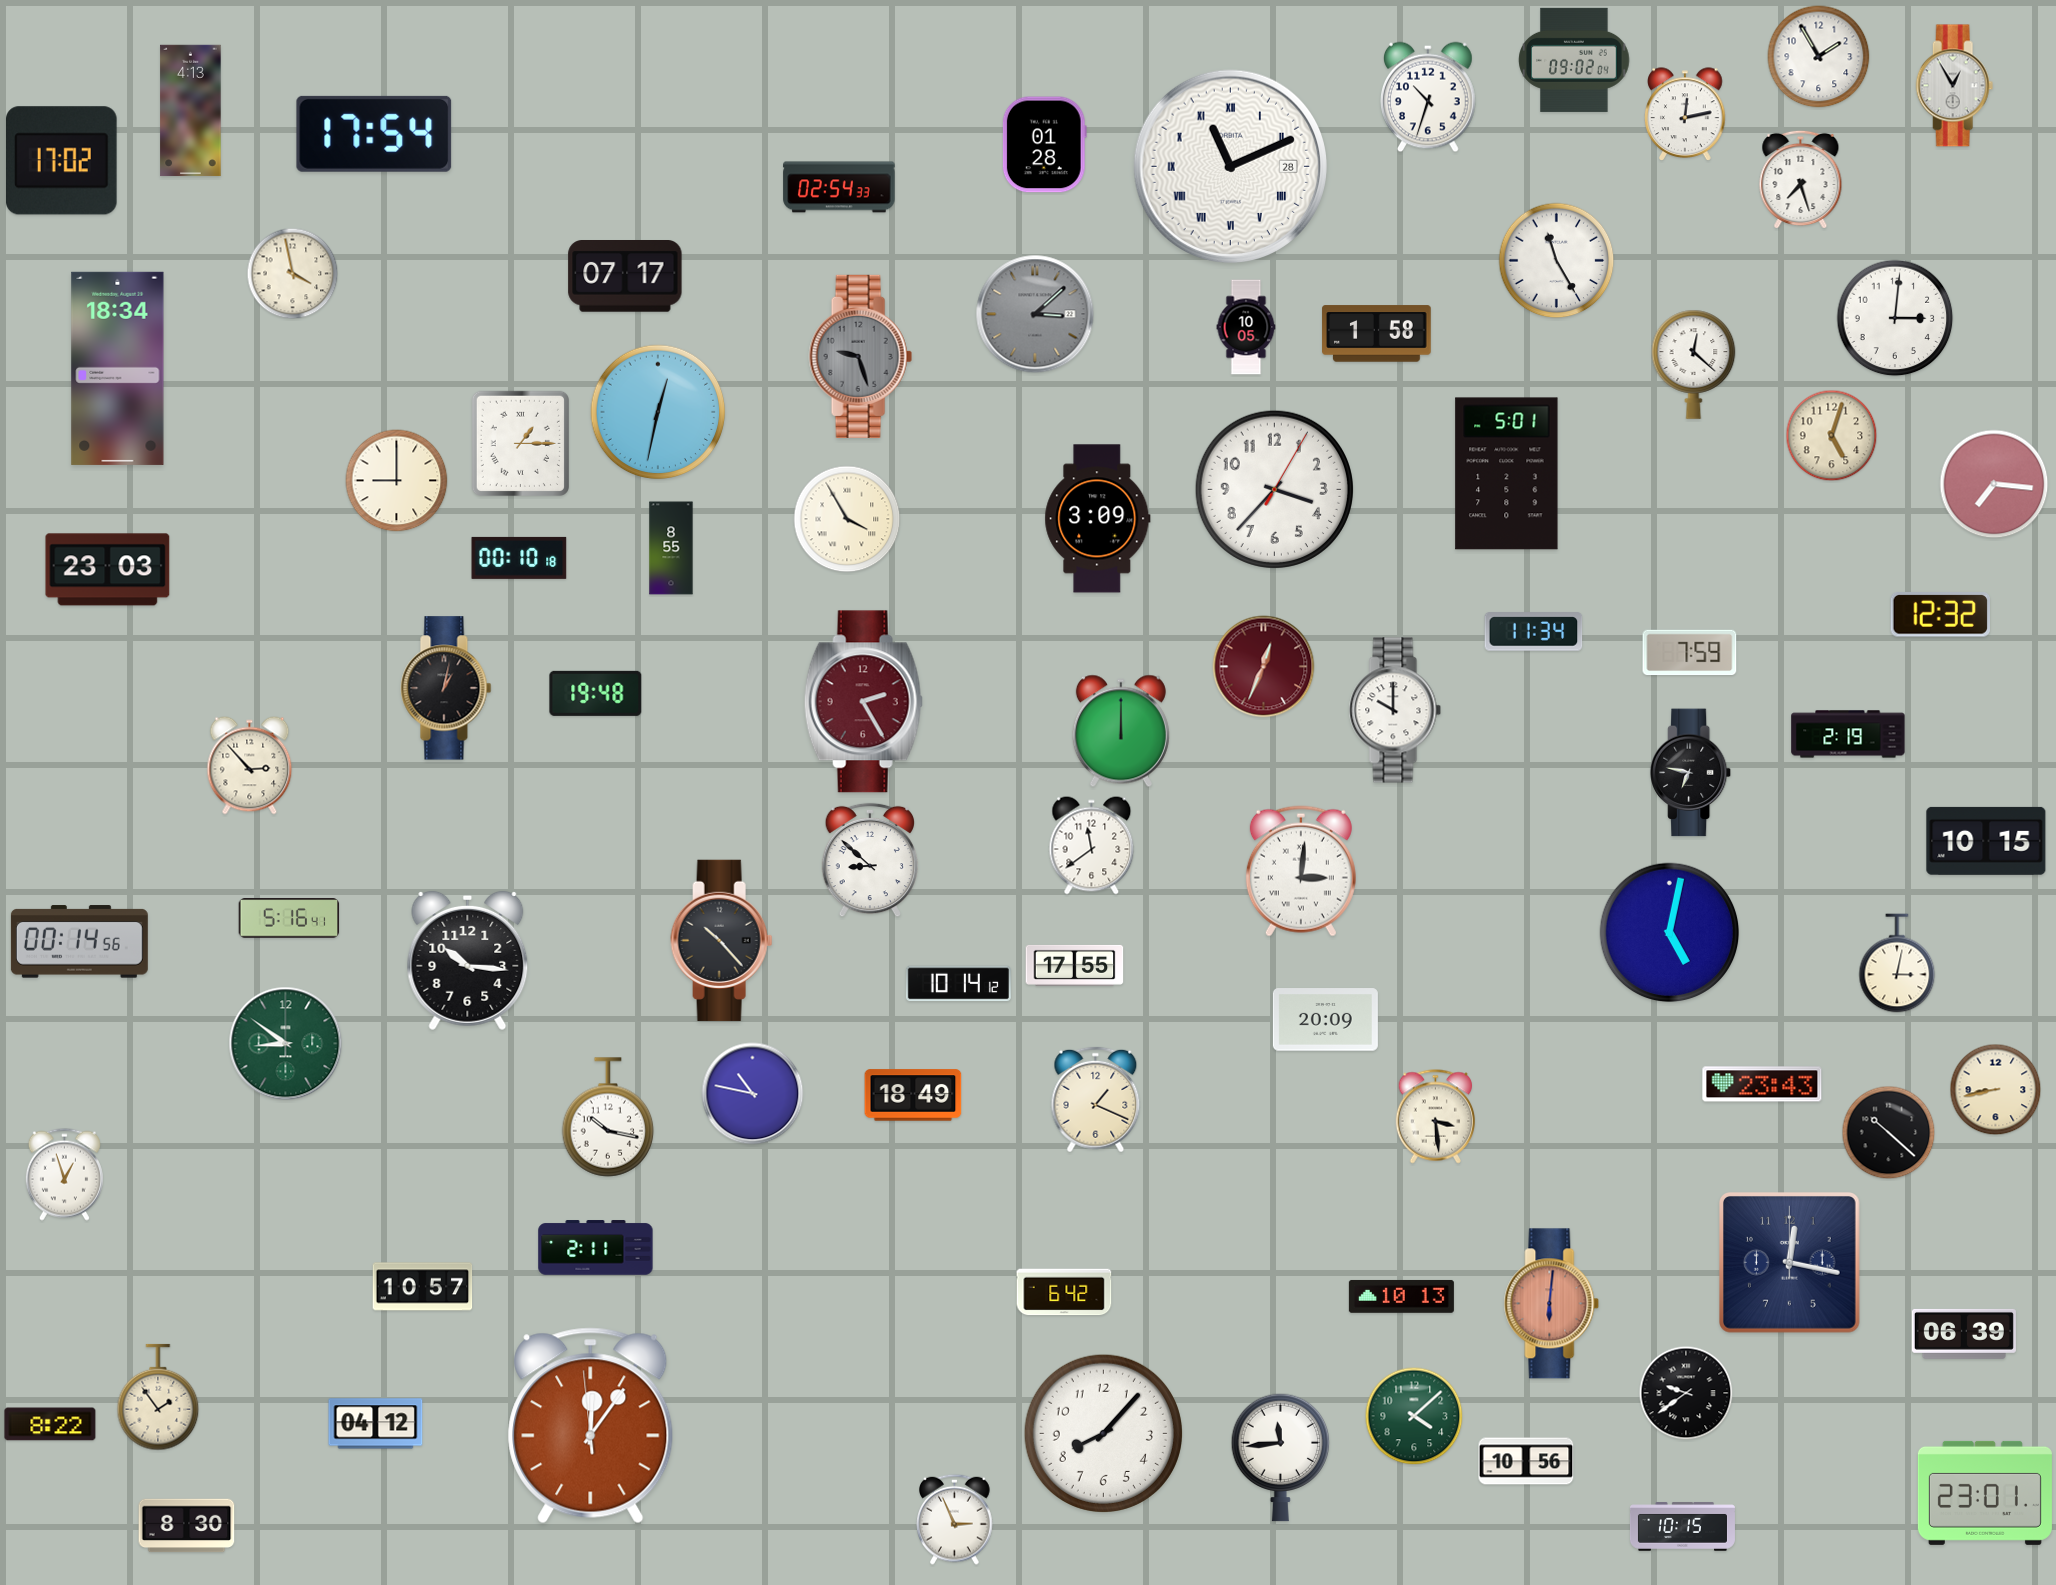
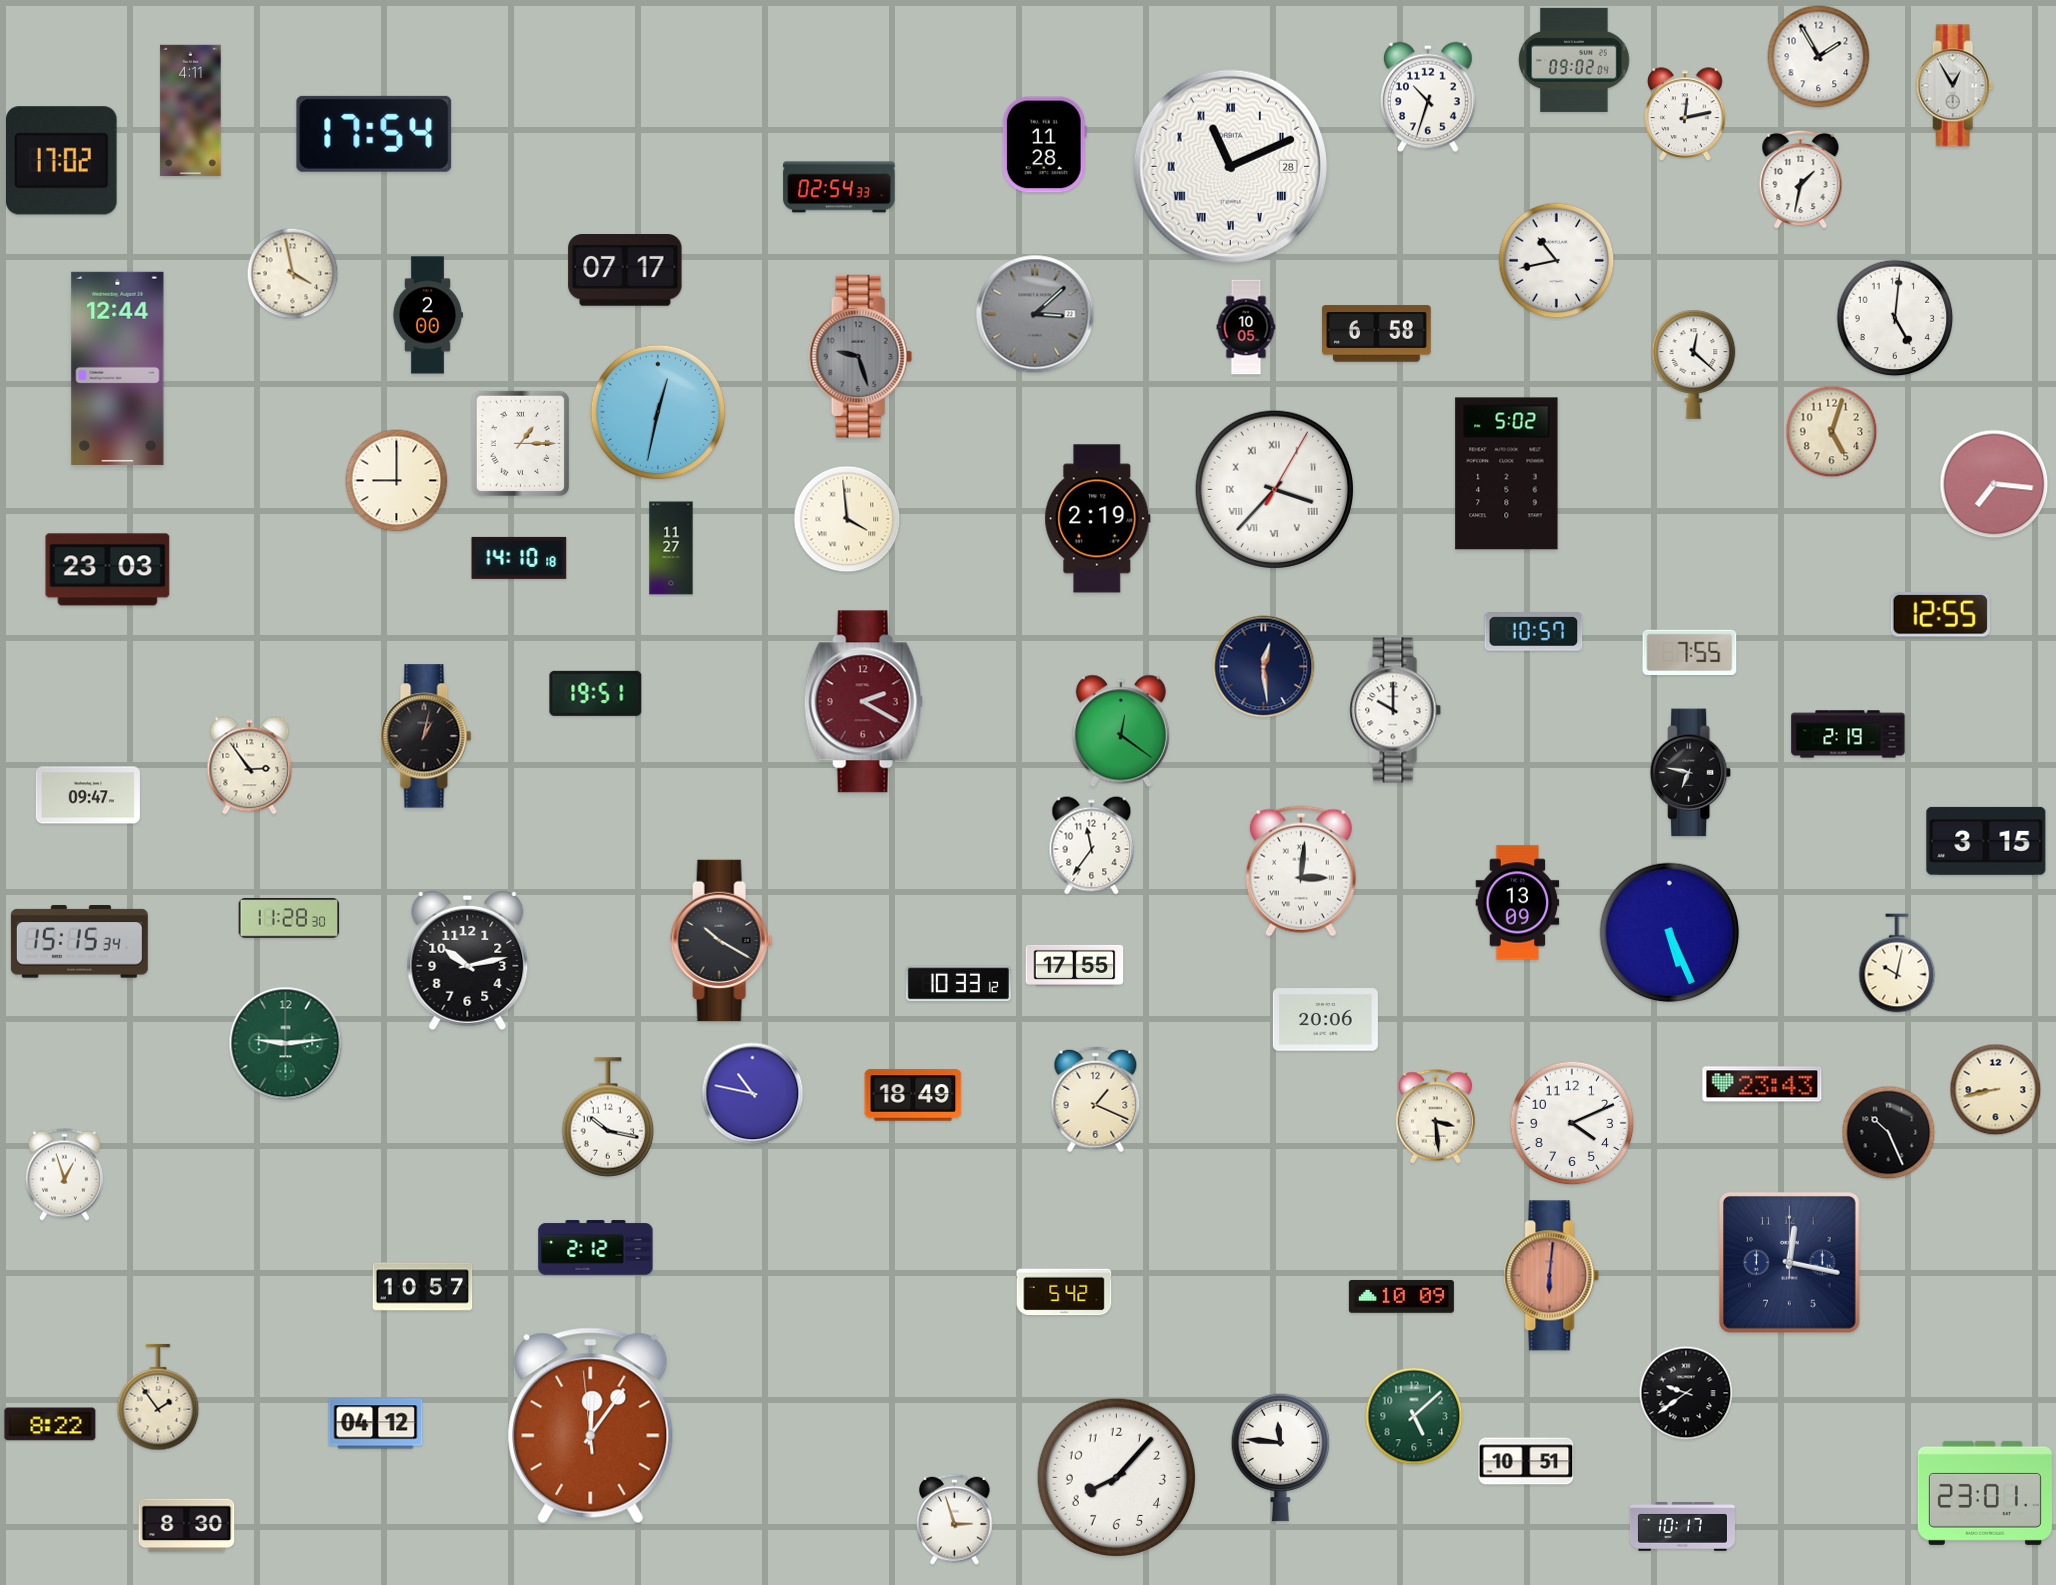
clock at (191, 111): 4:13 -> 4:11
clock at (1044, 145): 01:28 -> 11:28
clock at (1801, 180): 7:27 -> 1:32
clock at (1557, 261): 11:25 -> 10:43
clock at (625, 276) position: (625, 276) -> (625, 270)
clock at (427, 315): none -> 2:00
clock at (1895, 318): 3:01 -> 5:01
clock at (1377, 334): 1:58 -> 6:58
clock at (118, 368): 18:34 -> 12:44
clock at (1832, 436) position: (1832, 436) -> (1832, 432)
clock at (1507, 474): 5:01 -> 5:02
clock at (1274, 489) numerals: Arabic -> Roman
clock at (847, 519): 3:55 -> 3:59
clock at (1098, 519): 3:09 -> 2:19
clock at (671, 548): 8:55 -> 11:27
clock at (519, 558): 00:10 -> 14:10
clock at (1940, 615): 12:32 -> 12:55
clock at (1534, 632): 11:34 -> 10:57
clock at (1690, 653): 7:59 -> 7:55
clock at (1264, 667): 12:34 -> 12:29
clock at (1264, 667) dial: burgundy -> navy
clock at (446, 688) position: (446, 688) -> (426, 736)
clock at (596, 693): 19:48 -> 19:51
clock at (863, 702): 2:25 -> 2:20
clock at (1121, 731): 12:00 -> 12:21
clock at (250, 766): 2:53 -> 2:54
clock at (88, 795): none -> 09:47
clock at (1986, 841): 10:15 -> 3:15
clock at (1092, 846): 11:39 -> 11:36
clock at (870, 860): 8:52 -> none
clock at (1518, 903): none -> 13:09
clock at (289, 918): 5:16 -> 11:28
clock at (1670, 933): 5:02 -> 5:26
clock at (722, 940): 10:23 -> 10:20
clock at (79, 942): 00:14 -> 15:15
clock at (468, 961): 10:16 -> 10:13
clock at (1897, 963): 3:02 -> 10:02
clock at (958, 984): 10:14 -> 10:33
clock at (1325, 1020): 20:09 -> 20:06
clock at (286, 1044): 8:51 -> 9:14
clock at (1572, 1123): none -> 4:11
clock at (1889, 1133): 10:22 -> 10:26
clock at (596, 1248): 2:11 -> 2:12
clock at (1064, 1292): 6:42 -> 5:42
clock at (1401, 1296): 10:13 -> 10:09
clock at (1552, 1304) position: (1552, 1304) -> (1552, 1276)
clock at (1964, 1334): 06:39 -> none
clock at (1414, 1416): 4:08 -> 5:08
clock at (1103, 1433) position: (1103, 1433) -> (1116, 1477)
clock at (1281, 1457): 11:44 -> 11:46
clock at (1526, 1461): 10:56 -> 10:51
clock at (955, 1519): 2:56 -> 2:57
clock at (1682, 1527): 10:15 -> 10:17
